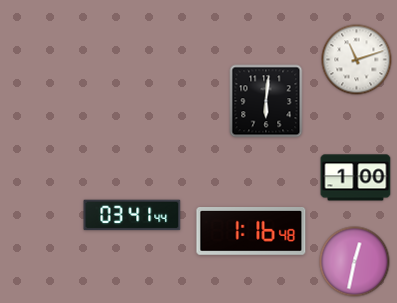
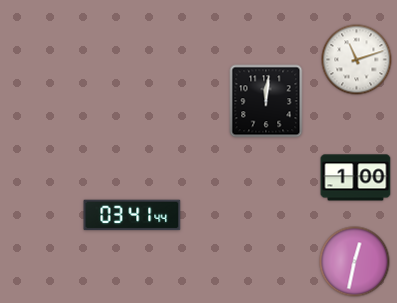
clock at (266, 101): 6:01 -> 12:01
clock at (251, 232): 1:16 -> none
